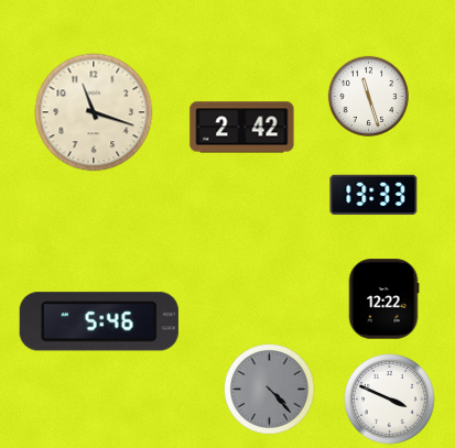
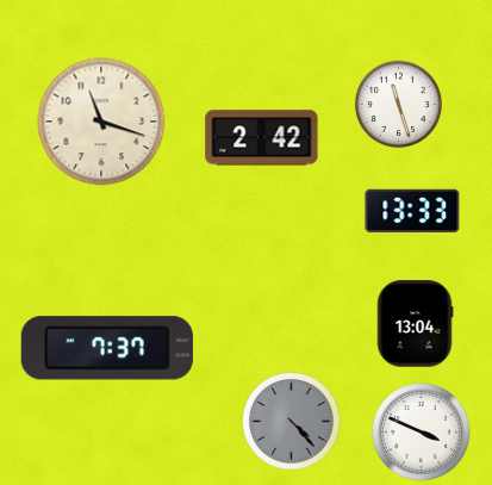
clock at (373, 195) position: (373, 195) -> (412, 211)
clock at (383, 299): 12:22 -> 13:04
clock at (99, 321): 5:46 -> 7:37
